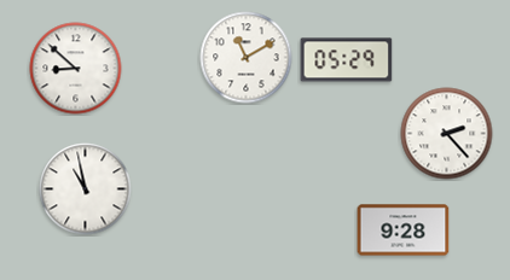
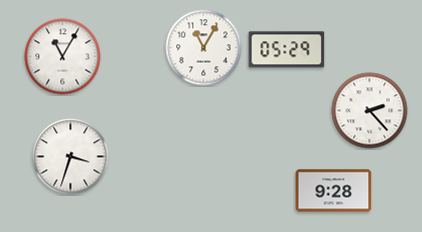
clock at (247, 58): 11:10 -> 11:05
clock at (76, 69): 8:52 -> 11:05
clock at (86, 189): 10:58 -> 3:33
